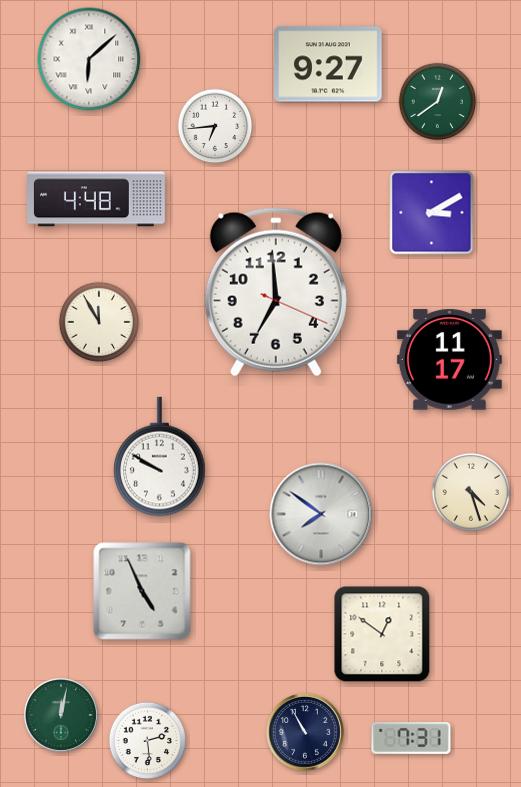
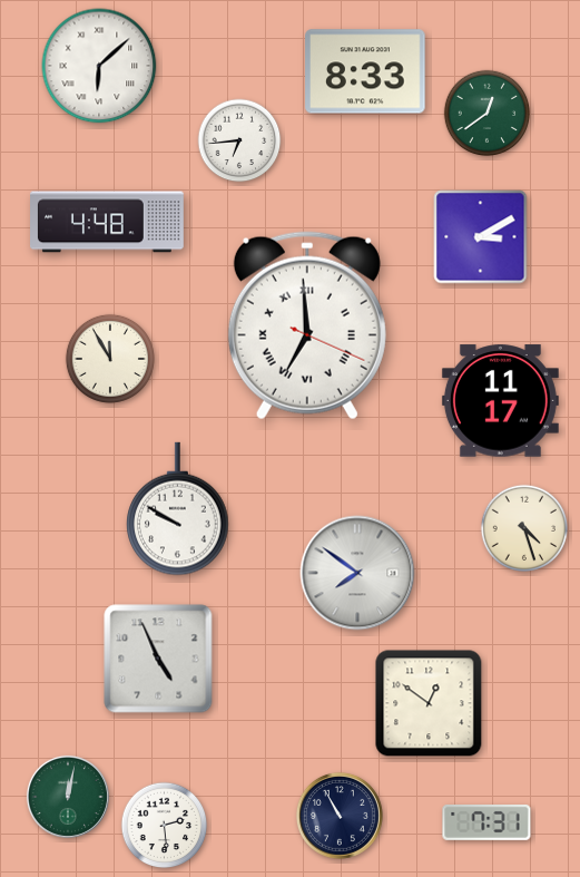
clock at (328, 64): 9:27 -> 8:33
clock at (276, 292) numerals: Arabic -> Roman
clock at (470, 491) position: (470, 491) -> (523, 527)
clock at (382, 634) position: (382, 634) -> (429, 703)
clock at (411, 738) position: (411, 738) -> (486, 822)
